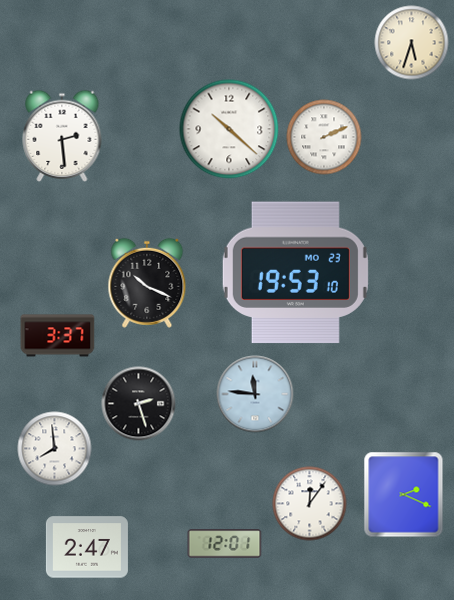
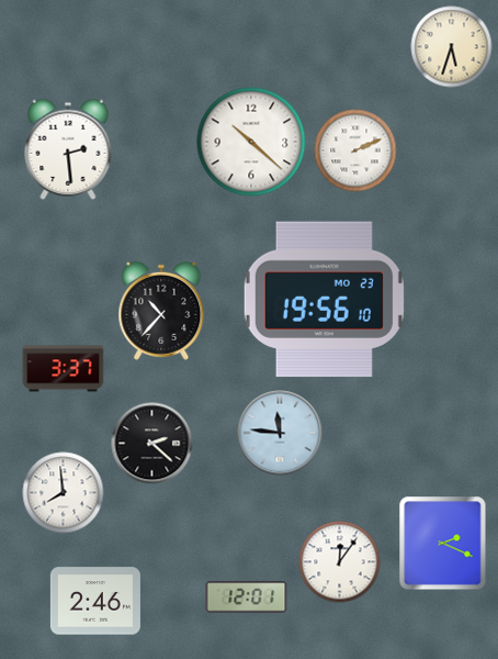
clock at (295, 273): 19:53 -> 19:56
clock at (147, 283): 10:19 -> 10:37
clock at (139, 404): 2:27 -> 2:22
clock at (55, 449) position: (55, 449) -> (64, 493)
clock at (310, 504) position: (310, 504) -> (340, 562)
clock at (87, 547): 2:47 -> 2:46
